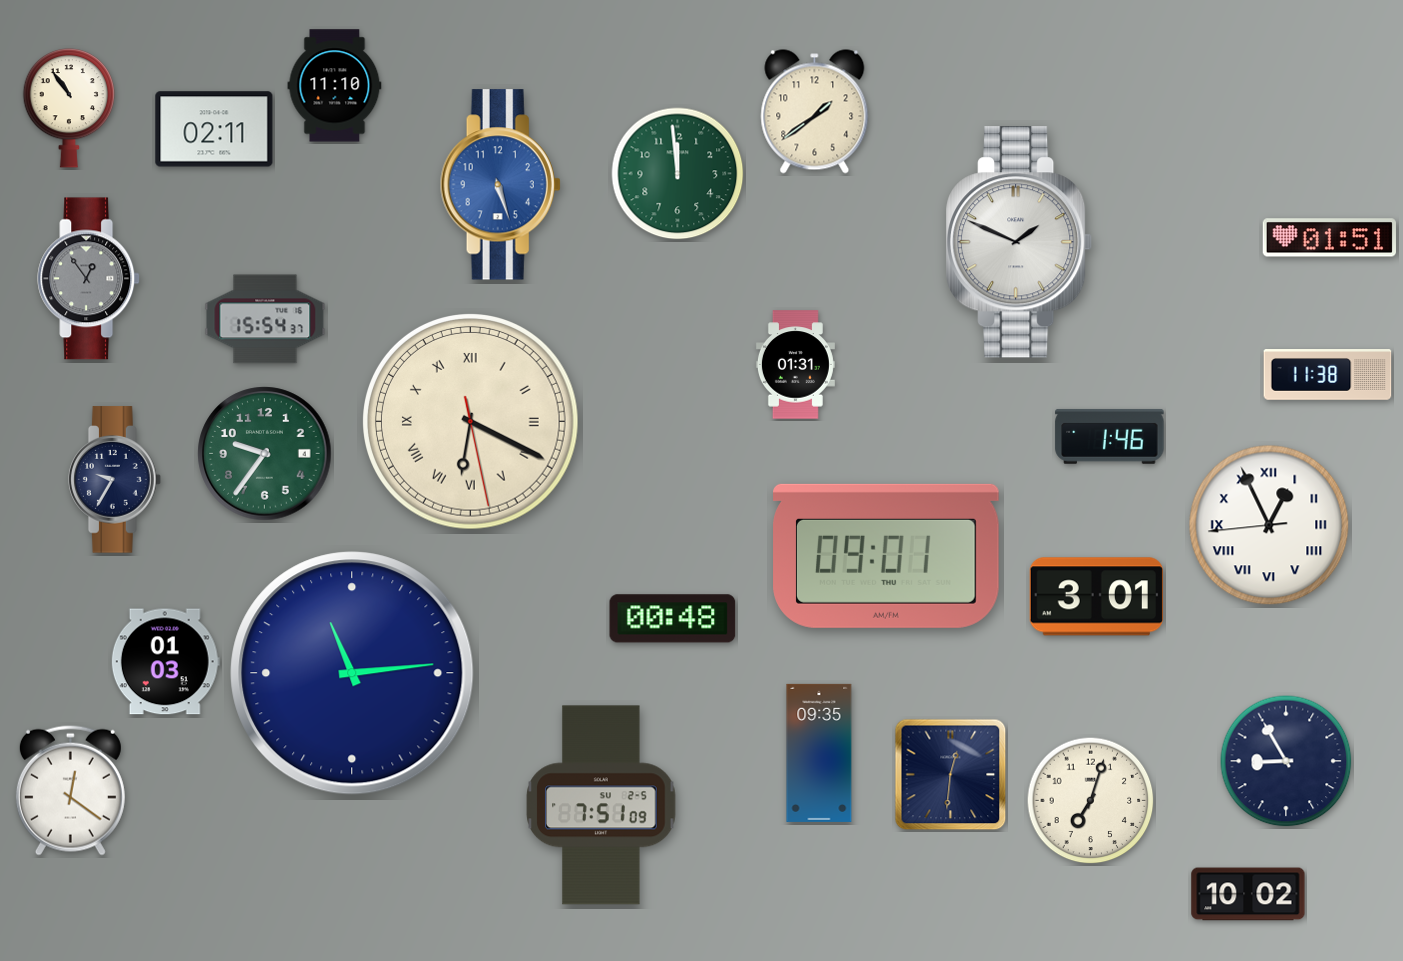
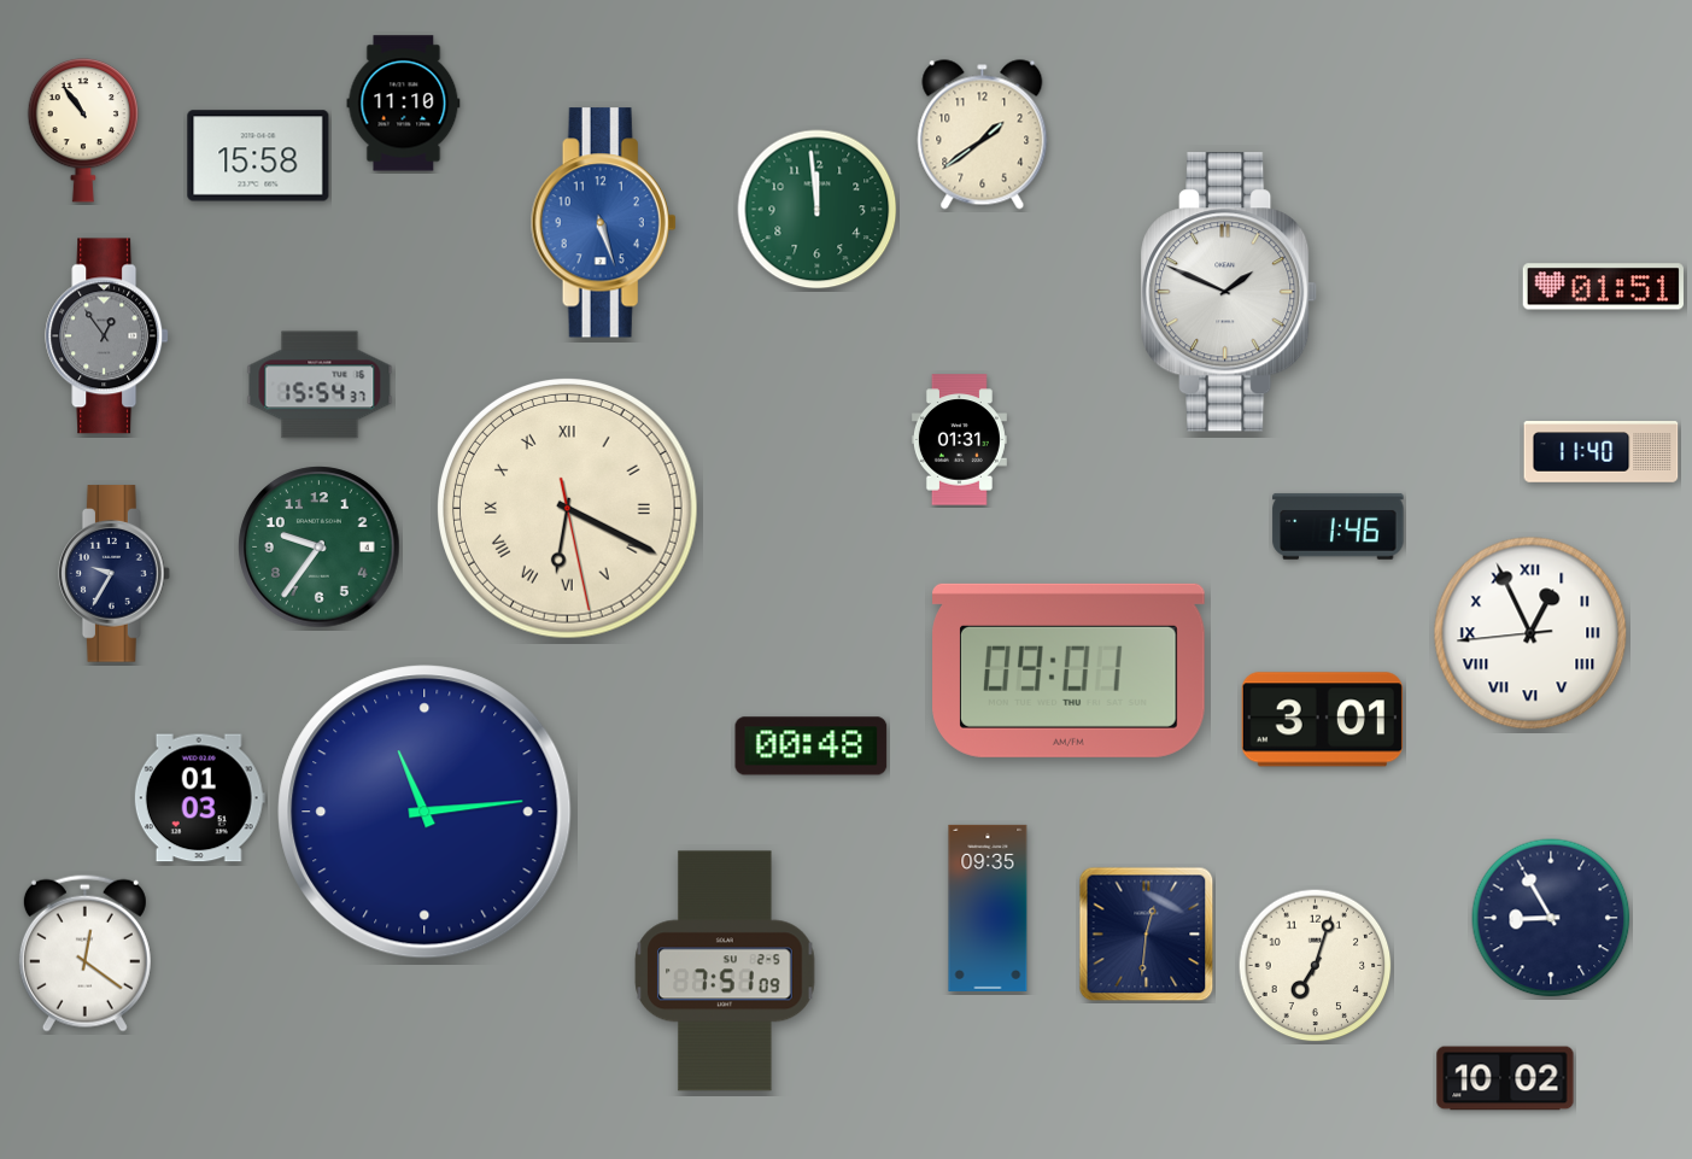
clock at (214, 129): 02:11 -> 15:58
clock at (1328, 375): 11:38 -> 11:40
clock at (114, 480) position: (114, 480) -> (113, 574)
